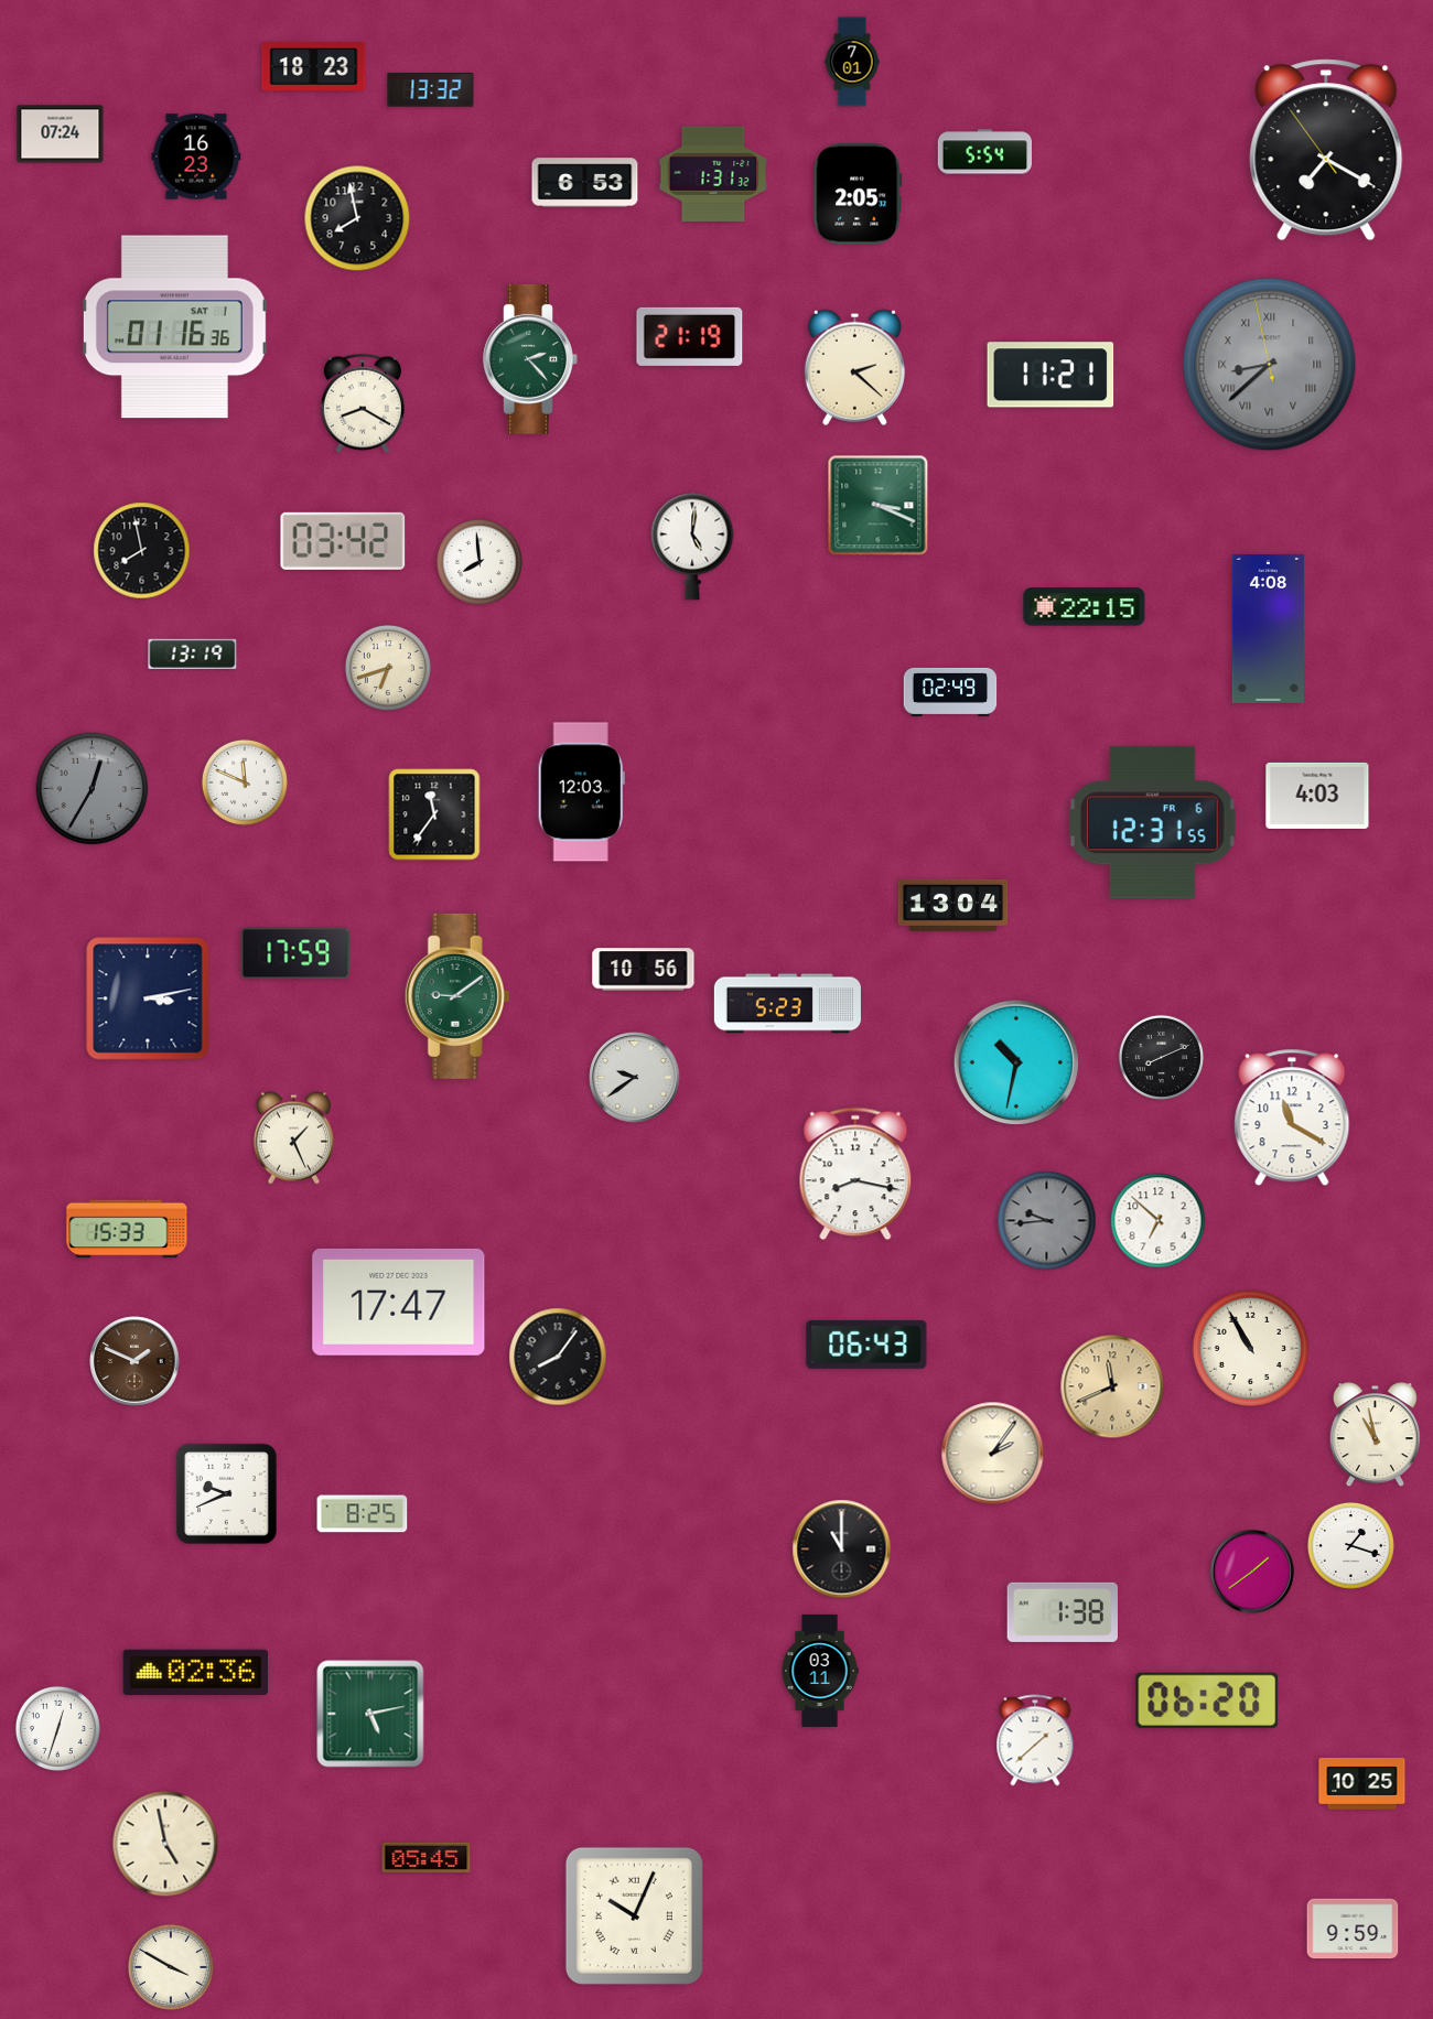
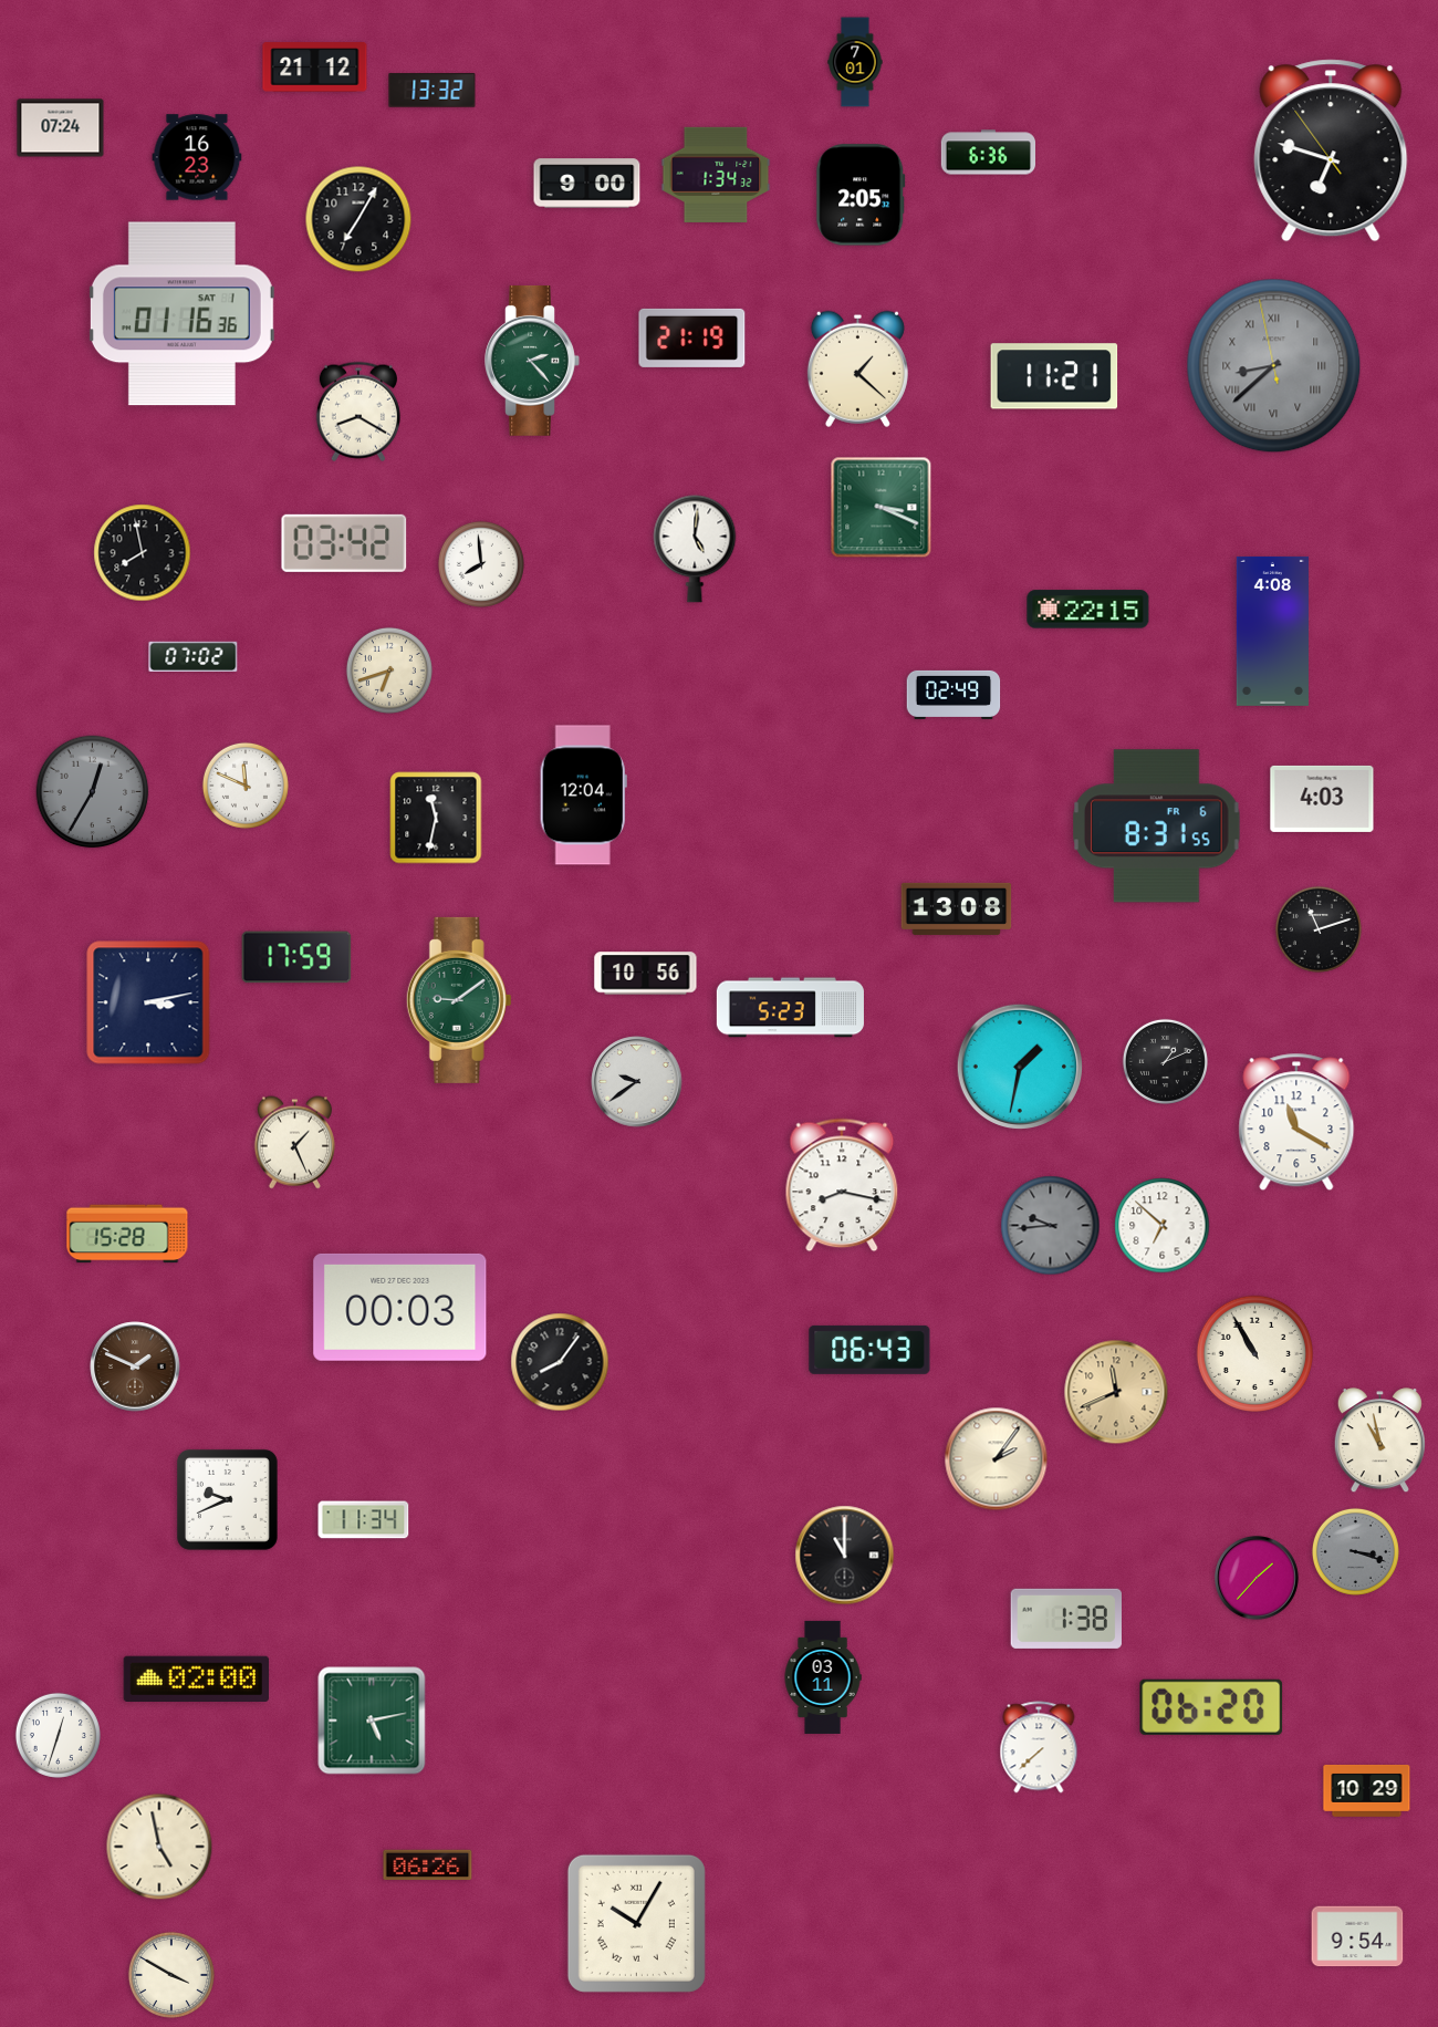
clock at (314, 67): 18:23 -> 21:12
clock at (61, 134) position: (61, 134) -> (61, 128)
clock at (1326, 150): 7:19 -> 6:47
clock at (984, 152): 5:54 -> 6:36
clock at (713, 174): 1:31 -> 1:34
clock at (585, 183): 6:53 -> 9:00
clock at (357, 218): 7:58 -> 7:05
clock at (174, 327) position: (174, 327) -> (181, 314)
clock at (854, 367): 2:22 -> 1:22
clock at (363, 403) position: (363, 403) -> (358, 412)
clock at (193, 654): 13:19 -> 07:02
clock at (581, 792): 12:03 -> 12:04
clock at (434, 814): 11:36 -> 11:32
clock at (1153, 823): 12:31 -> 8:31
clock at (953, 905): 13:04 -> 13:08
clock at (1319, 929): none -> 11:12
clock at (1161, 1057): 8:11 -> 1:11
clock at (1015, 1061): 10:32 -> 1:32
clock at (855, 1174) position: (855, 1174) -> (842, 1185)
clock at (127, 1229): 15:33 -> 15:28
clock at (399, 1302): 17:47 -> 00:03
clock at (363, 1514): 8:25 -> 11:34
clock at (1350, 1545): 1:18 -> 3:18
clock at (1350, 1545) dial: white -> grey
clock at (1253, 1573): 1:39 -> 1:37
clock at (195, 1672): 02:36 -> 02:00
clock at (1035, 1740): 1:38 -> 7:38
clock at (1362, 1783): 10:25 -> 10:29
clock at (165, 1844) position: (165, 1844) -> (159, 1847)
clock at (427, 1858): 05:45 -> 06:26
clock at (634, 1915): 10:04 -> 10:05
clock at (1353, 1929): 9:59 -> 9:54
